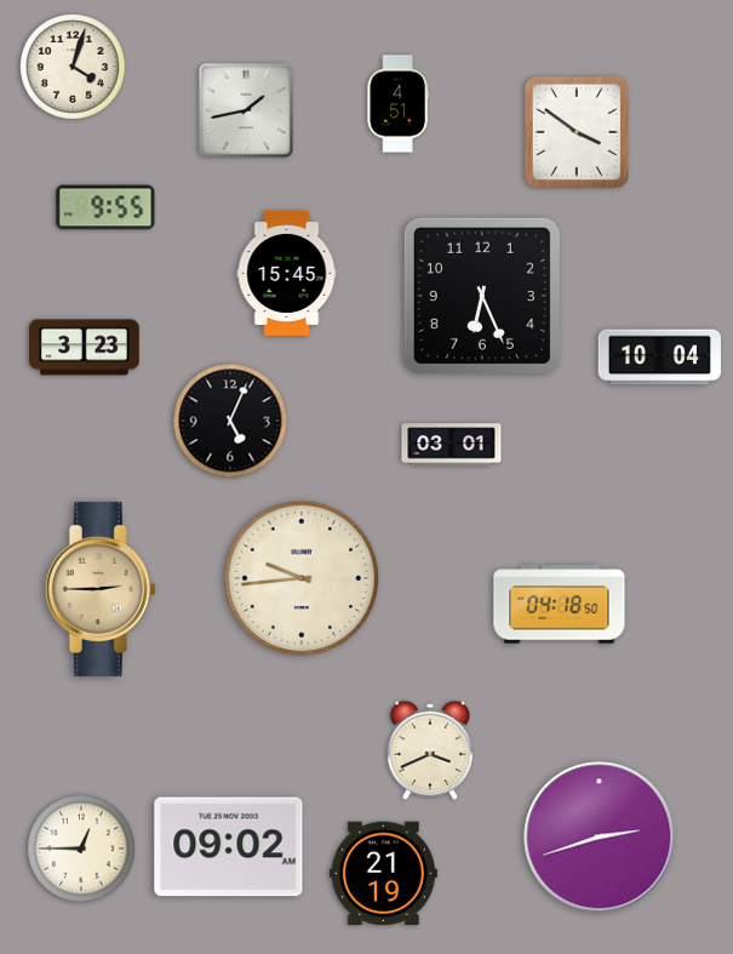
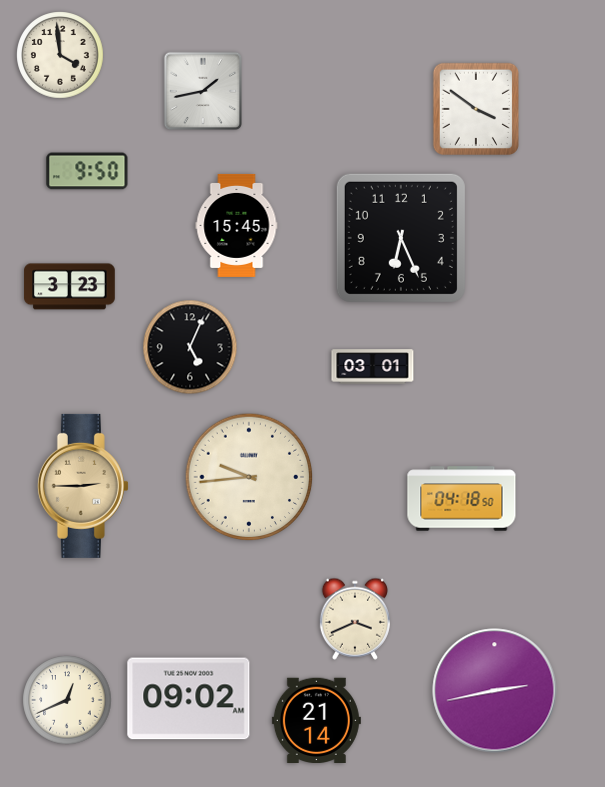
clock at (73, 67): 4:03 -> 3:59
clock at (397, 104): 4:51 -> none
clock at (105, 207): 9:55 -> 9:50
clock at (482, 296) position: (482, 296) -> (401, 238)
clock at (659, 358): 10:04 -> none
clock at (600, 838): 2:42 -> 2:43
clock at (81, 849): 12:45 -> 12:41
clock at (383, 873): 21:19 -> 21:14
